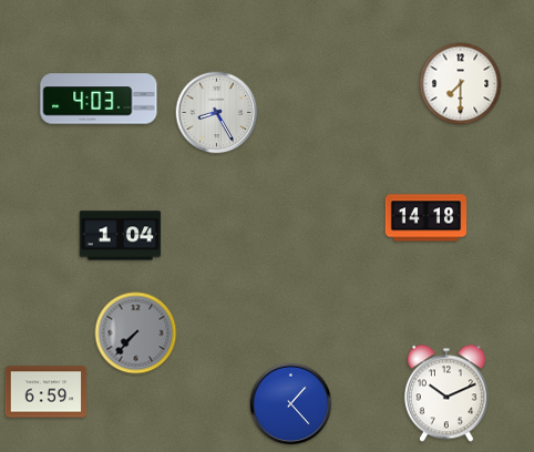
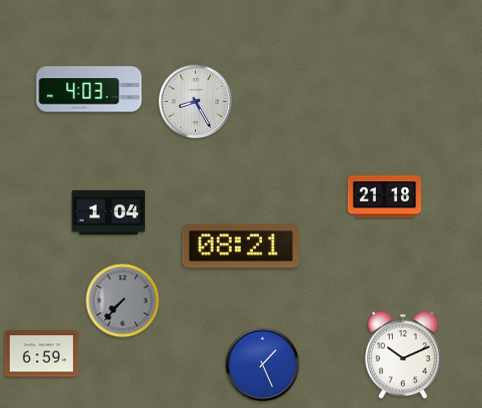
clock at (461, 84): 7:30 -> none
clock at (427, 218): 14:18 -> 21:18
clock at (240, 246): none -> 08:21
clock at (291, 404): 1:23 -> 1:26
